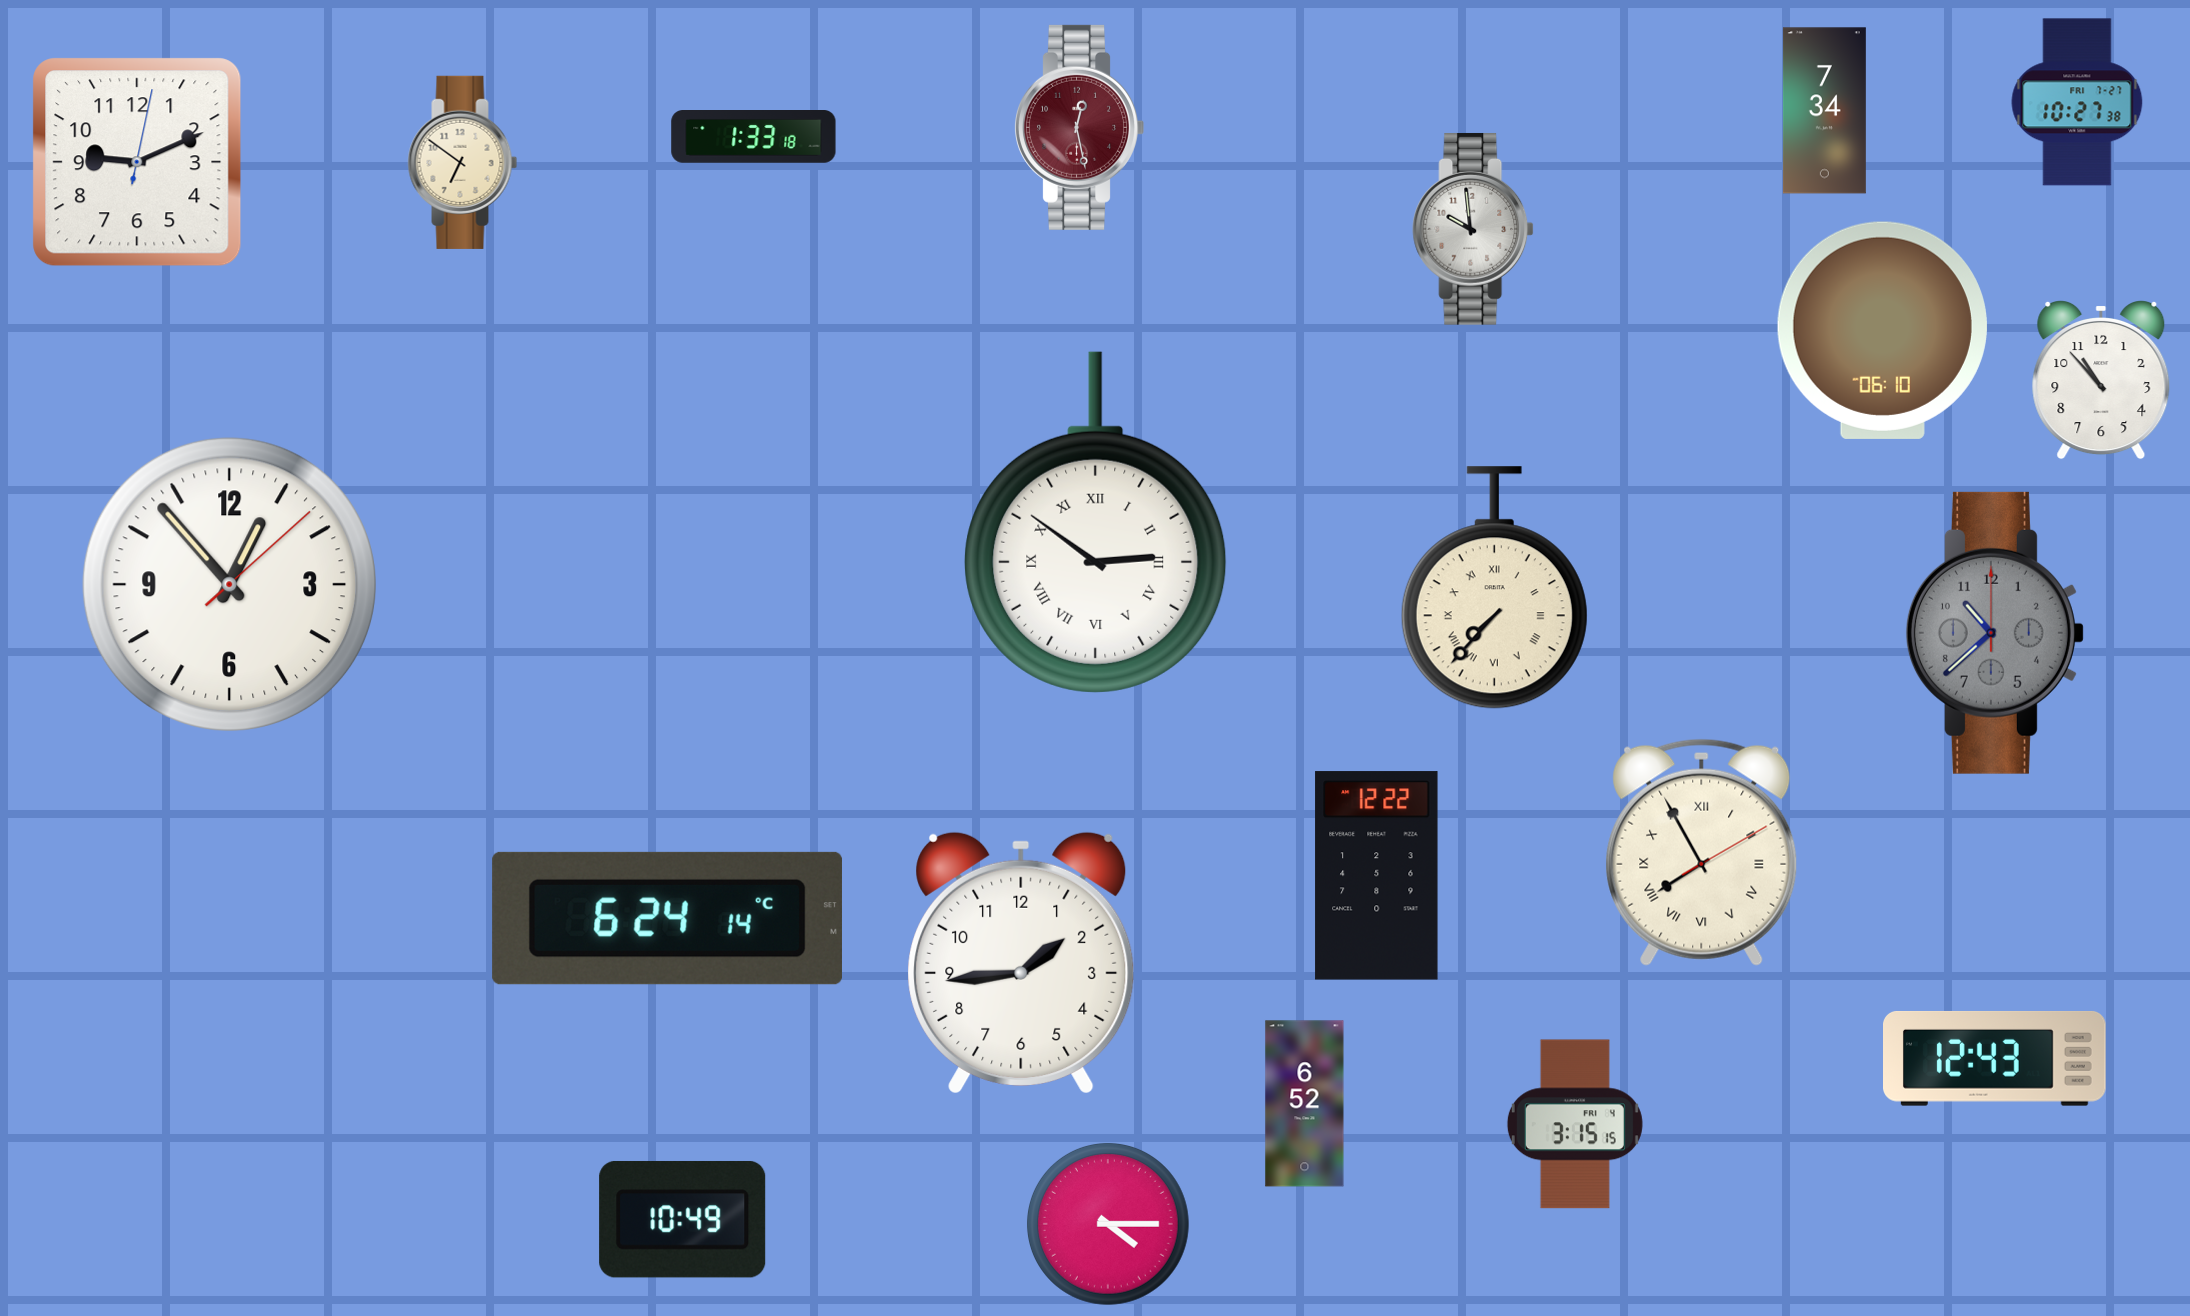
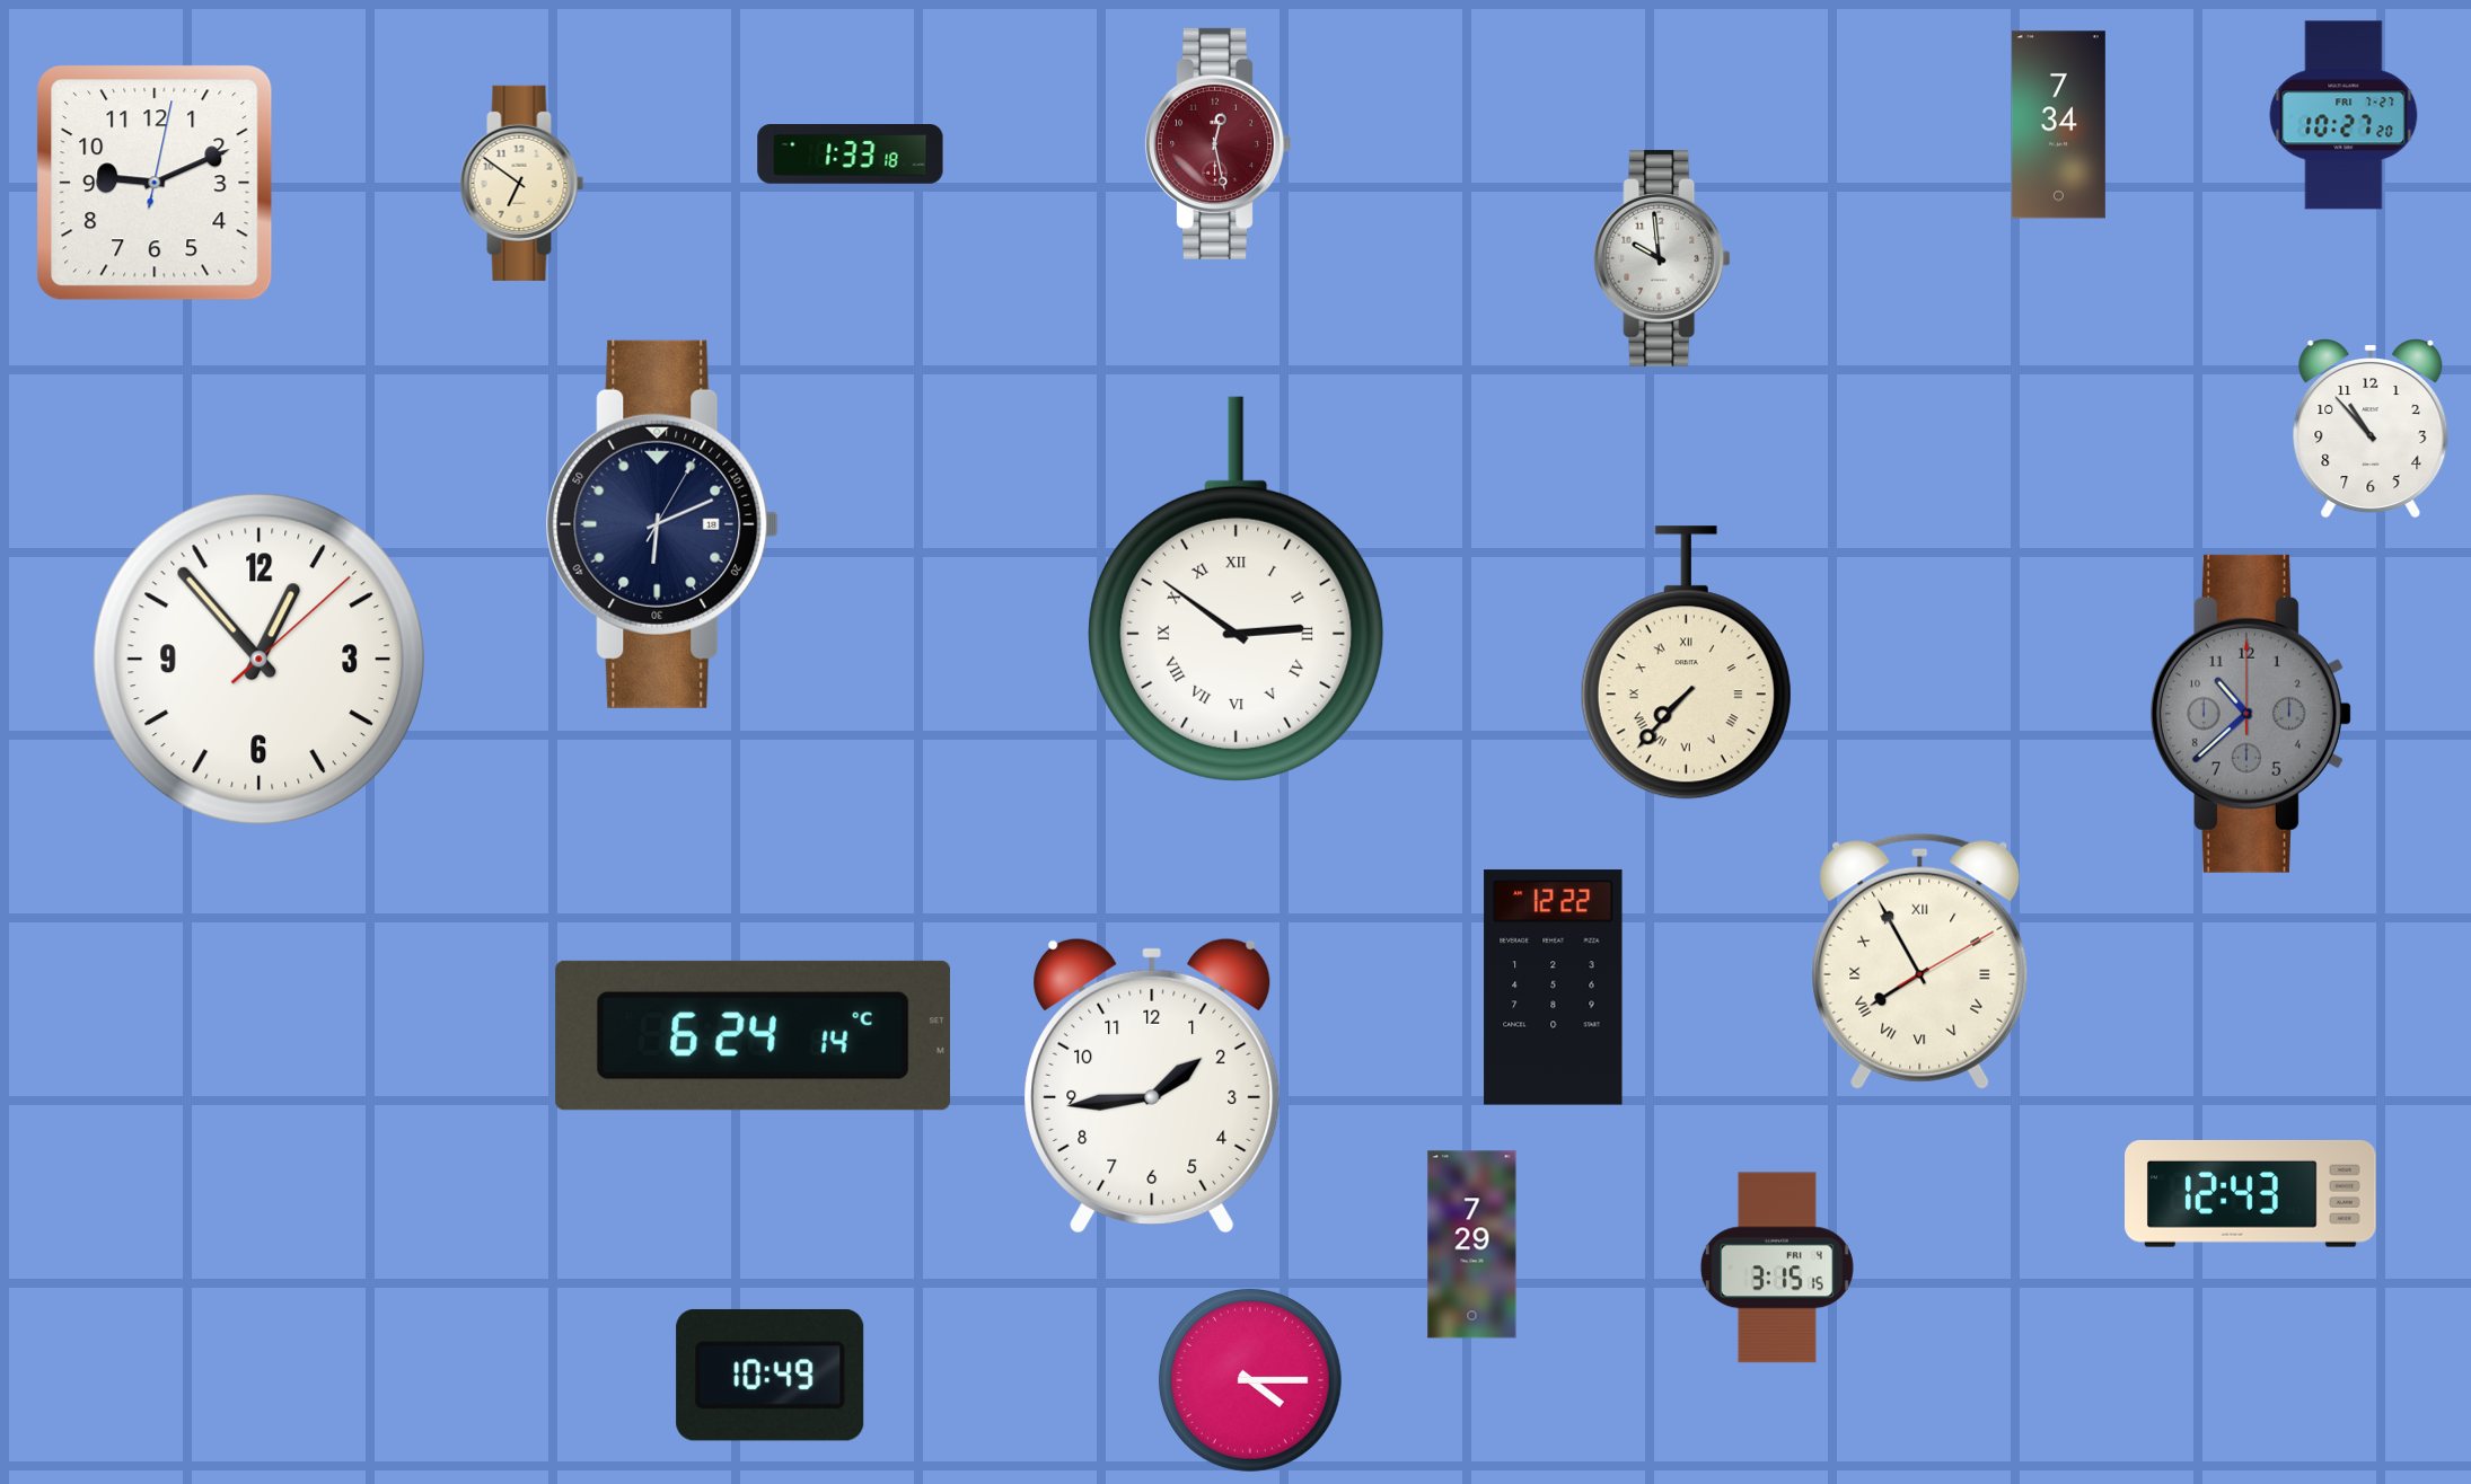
clock at (2077, 102): 10:27:38 -> 10:27:20
clock at (1882, 330): 06:10 -> none
clock at (662, 524): none -> 6:11
clock at (1305, 1104): 6:52 -> 7:29
